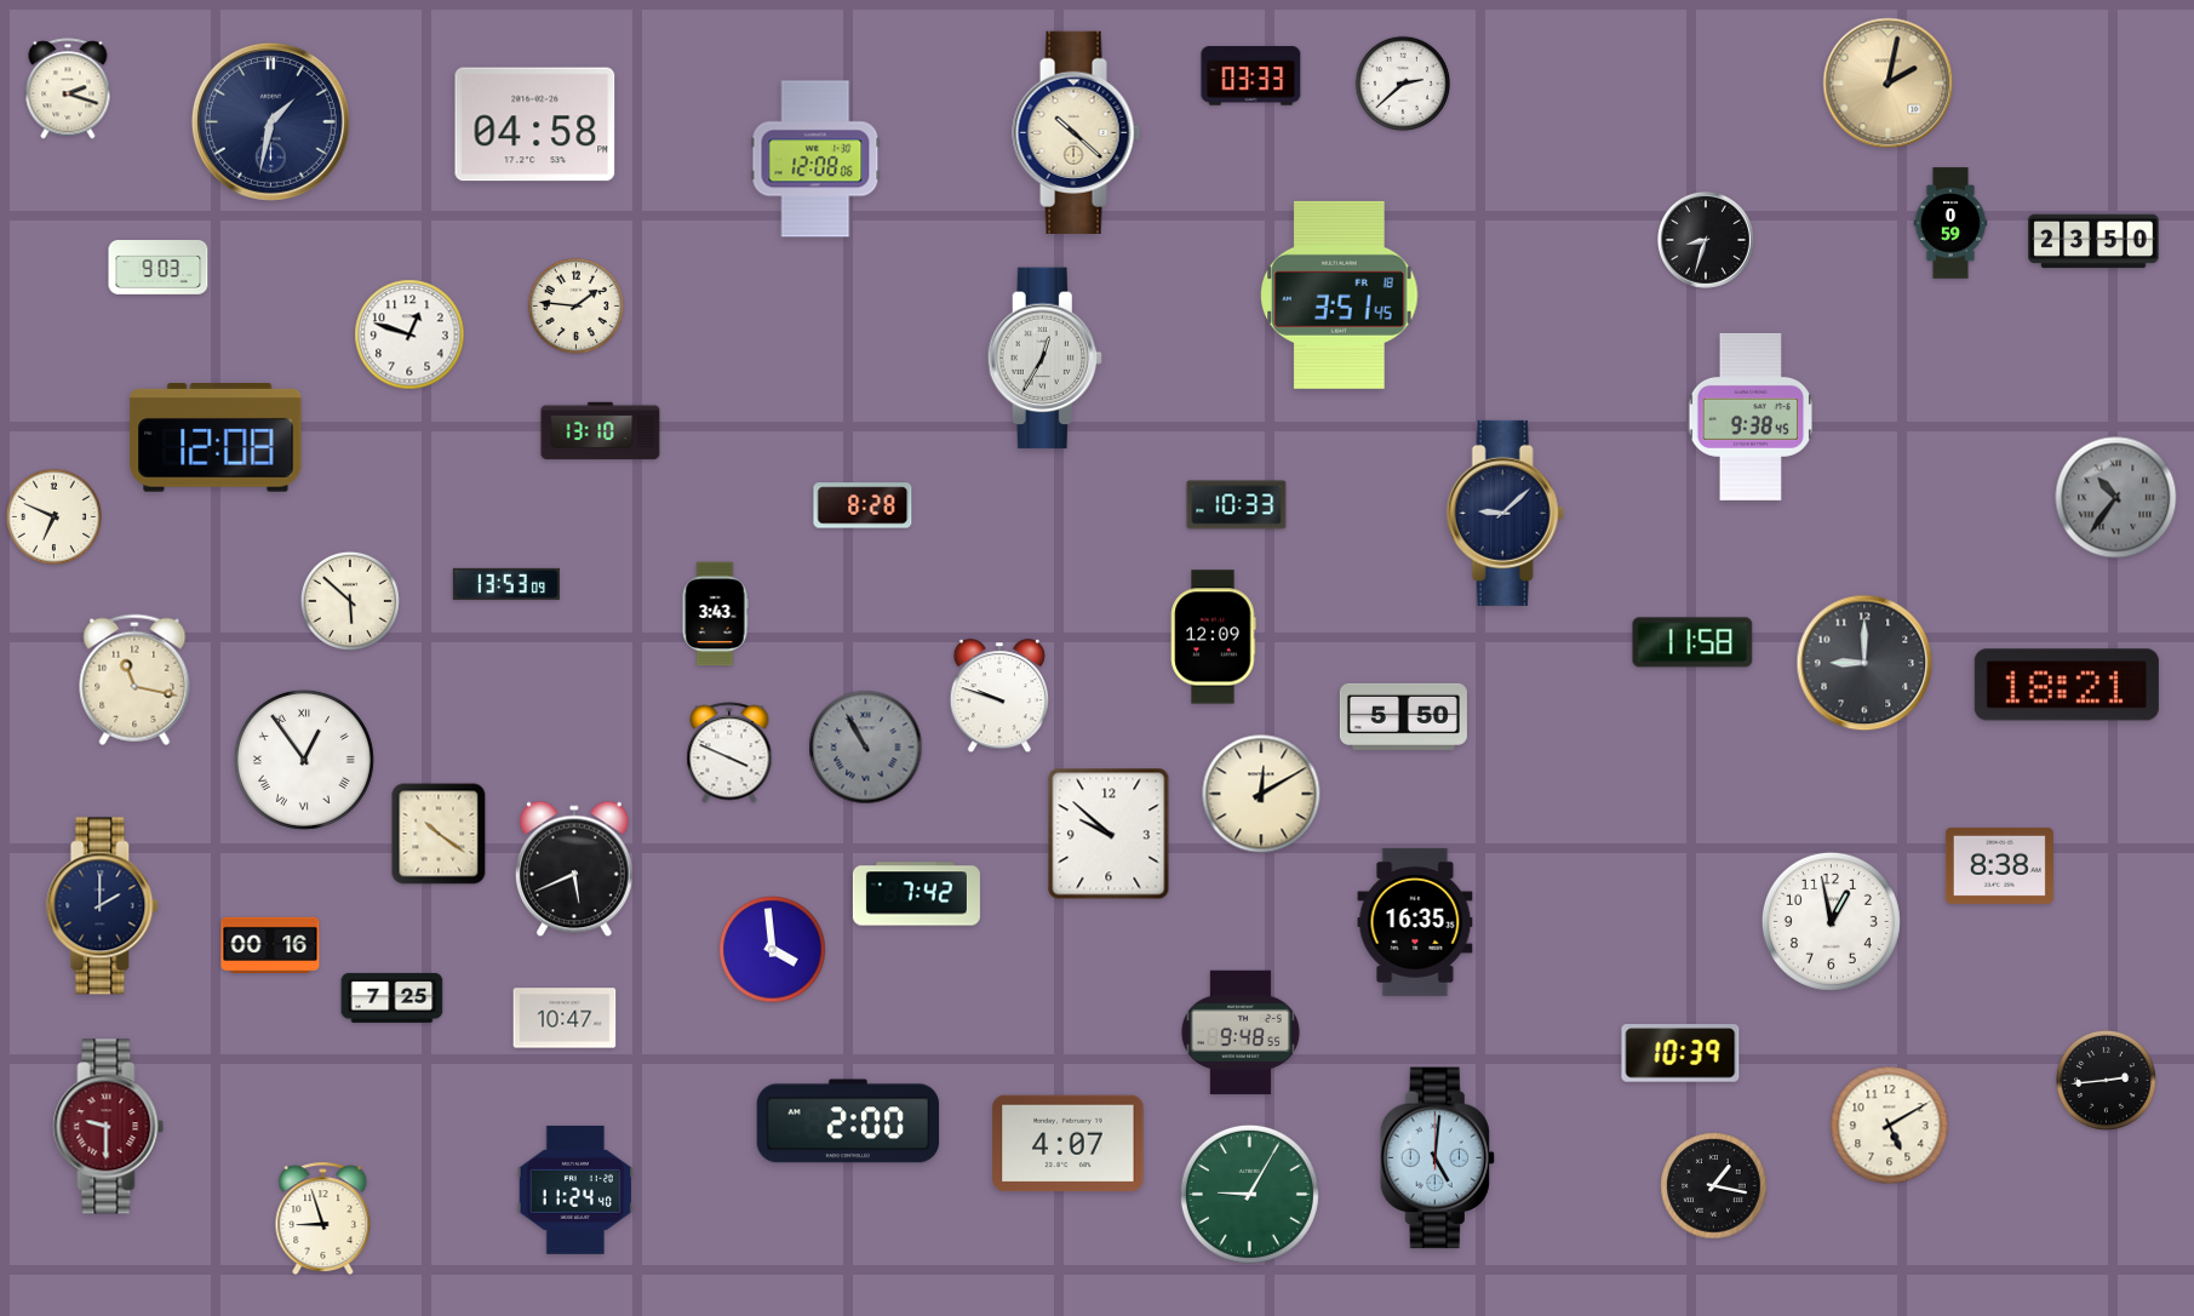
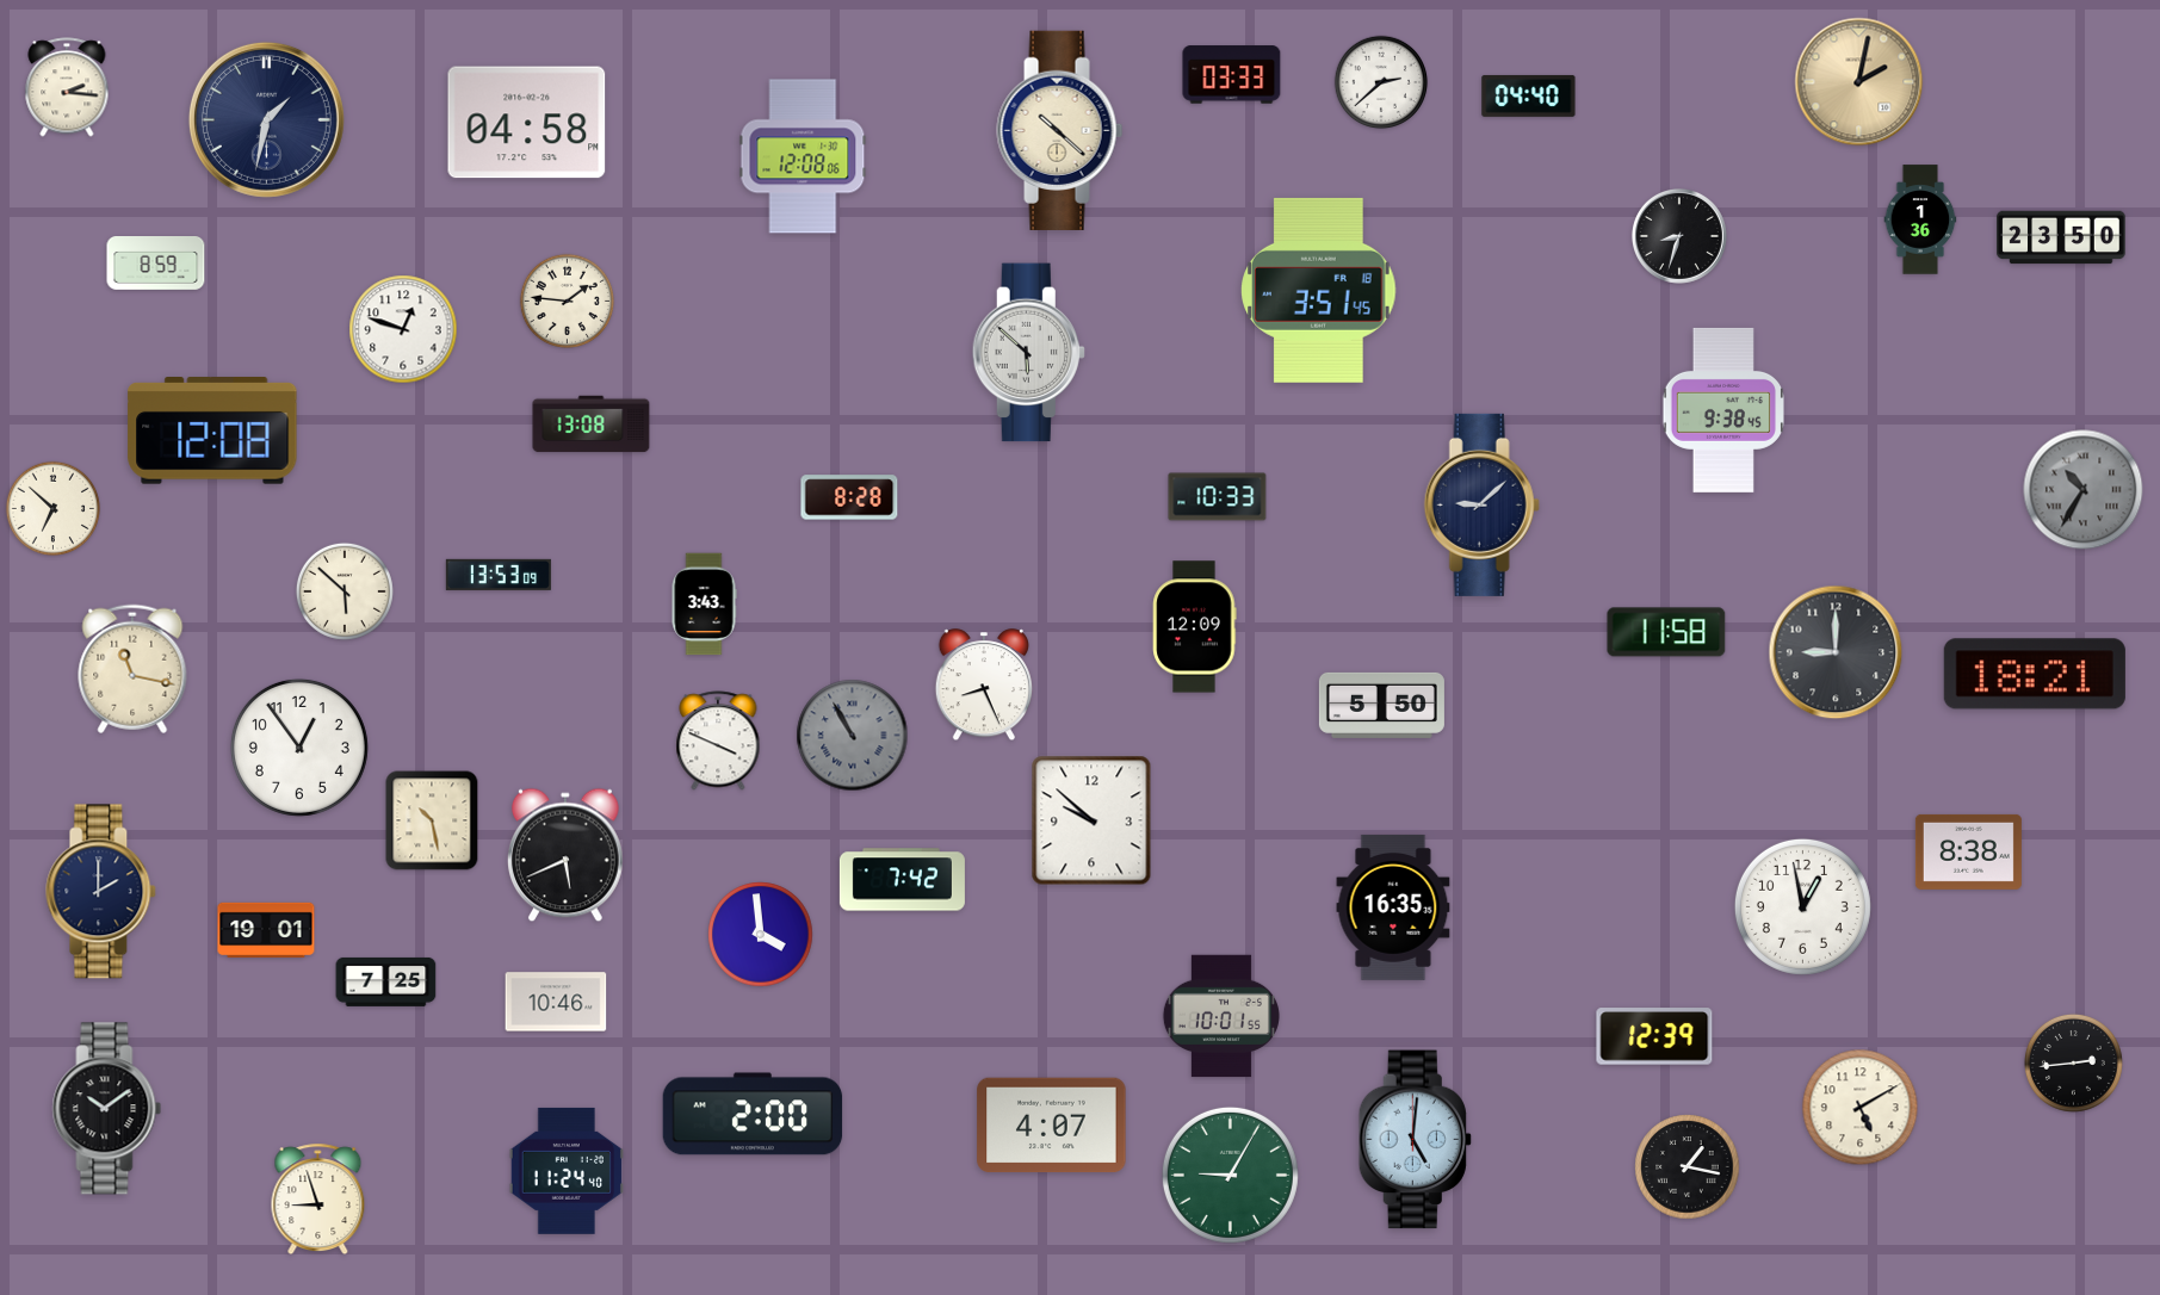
clock at (68, 88): 2:18 -> 2:16
clock at (1529, 95): none -> 04:40
clock at (1950, 223): 0:59 -> 1:36
clock at (159, 268): 9:03 -> 8:59
clock at (1044, 359): 12:35 -> 5:52
clock at (601, 431): 13:10 -> 13:08
clock at (2116, 498): 10:36 -> 10:35
clock at (53, 516): 6:49 -> 6:52
clock at (998, 697): 9:48 -> 8:26
clock at (304, 760) numerals: Roman -> Arabic
clock at (1261, 794): 12:10 -> none
clock at (439, 834): 10:21 -> 10:28
clock at (270, 944): 00:16 -> 19:01
clock at (565, 1018): 10:47 -> 10:46
clock at (1241, 1032): 9:48 -> 10:01
clock at (1680, 1053): 10:39 -> 12:39
clock at (848, 1121) position: (848, 1121) -> (753, 1114)
clock at (109, 1127): 9:30 -> 10:09
clock at (109, 1127) dial: burgundy -> black
